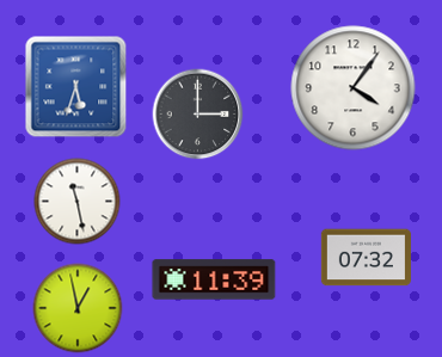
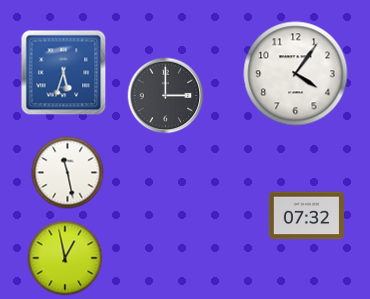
clock at (78, 202) position: (78, 202) -> (68, 173)
clock at (214, 279): 11:39 -> none
